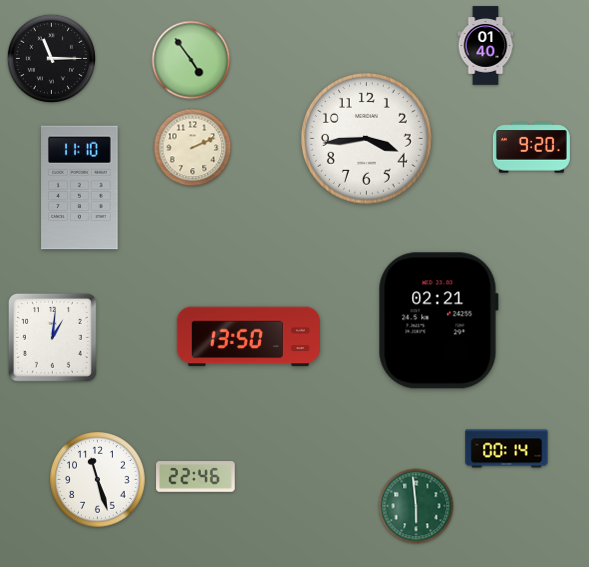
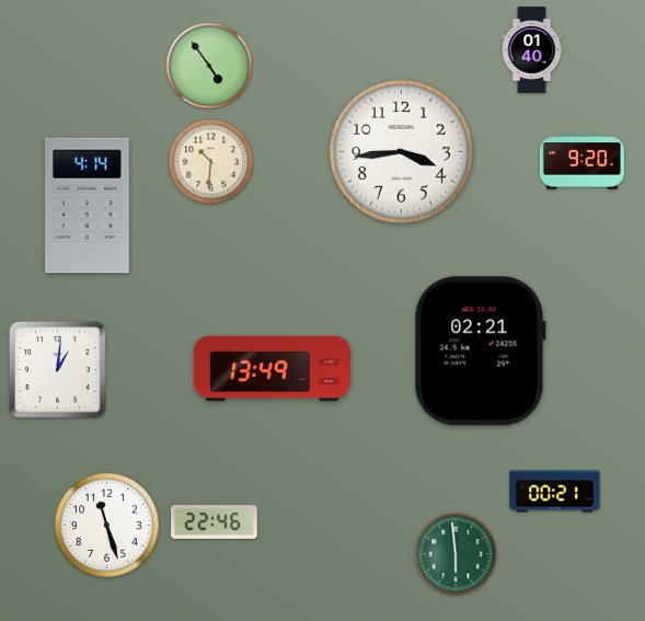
clock at (51, 58): 11:15 -> none
clock at (193, 148): 2:11 -> 10:31
clock at (80, 188): 11:10 -> 4:14
clock at (248, 337): 13:50 -> 13:49
clock at (507, 449): 00:14 -> 00:21
